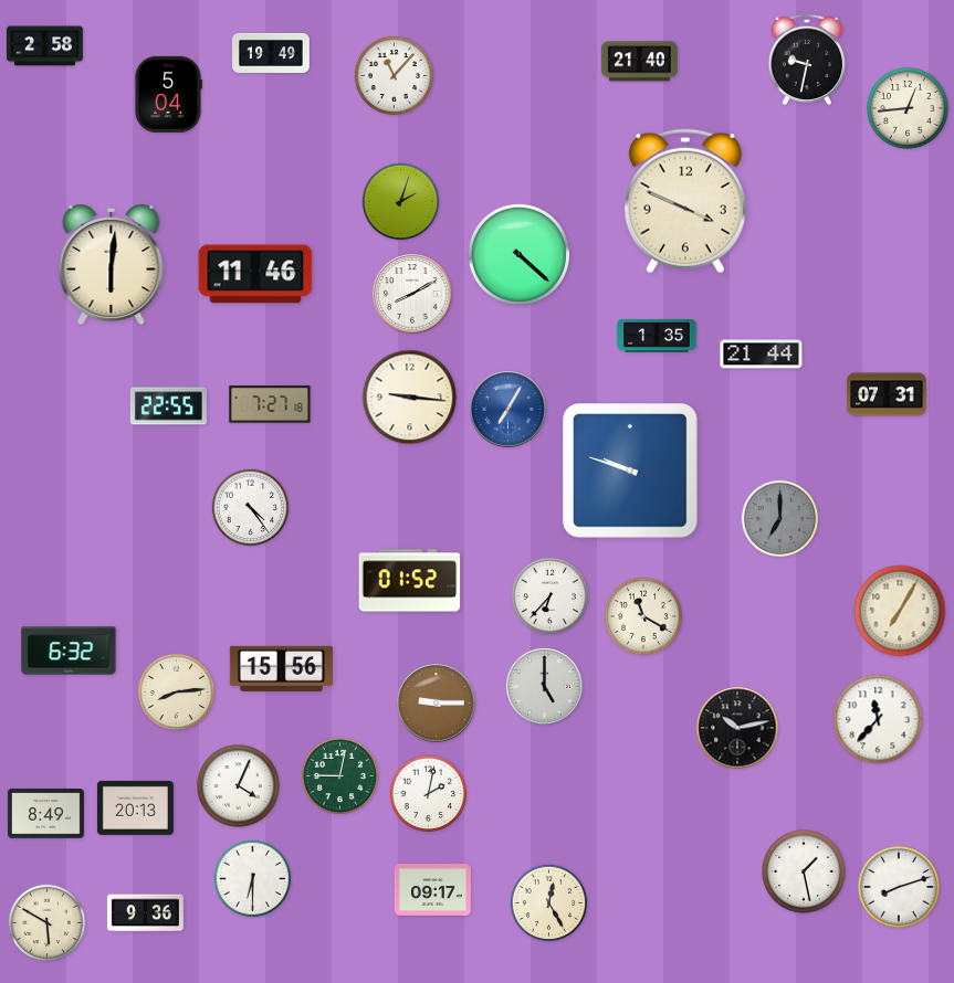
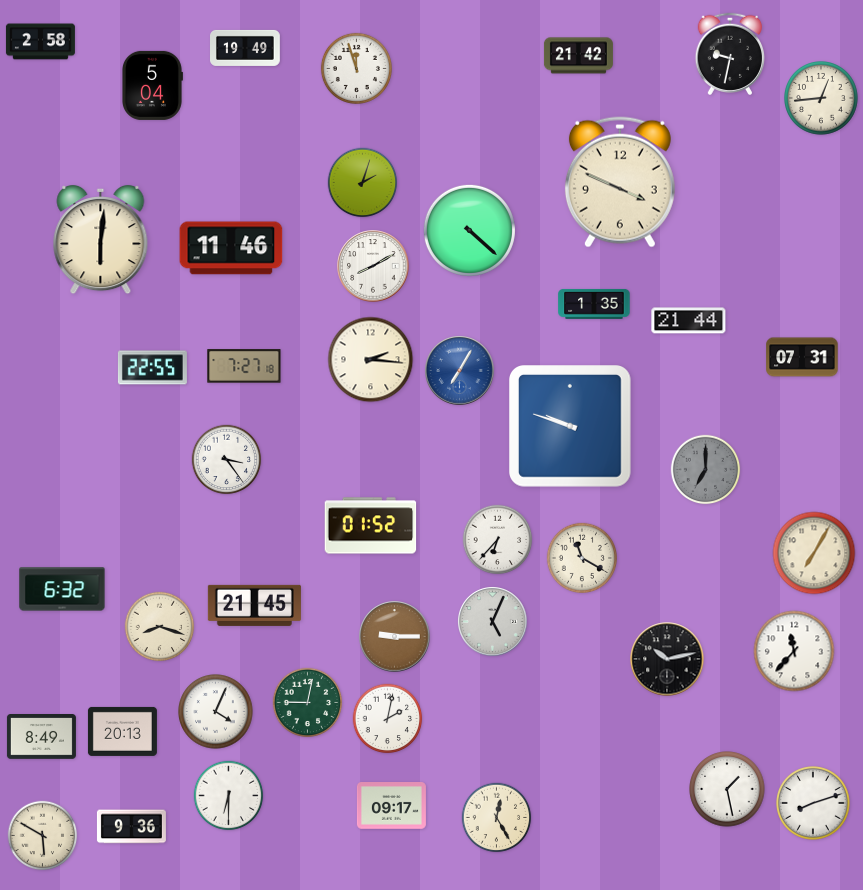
clock at (639, 62): 21:40 -> 21:42
clock at (394, 75): 11:07 -> 11:57
clock at (410, 398): 9:16 -> 2:16
clock at (251, 508): 4:24 -> 3:24
clock at (281, 668): 15:56 -> 21:45
clock at (545, 687): 5:00 -> 5:04
clock at (177, 693): 8:14 -> 8:18
